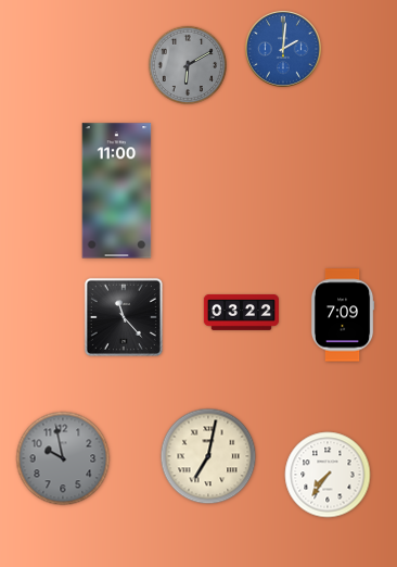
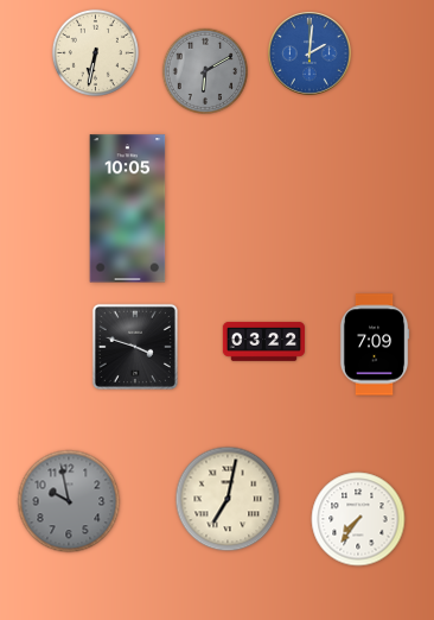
clock at (95, 52): none -> 6:32
clock at (117, 191): 11:00 -> 10:05
clock at (124, 317): 11:23 -> 3:48
